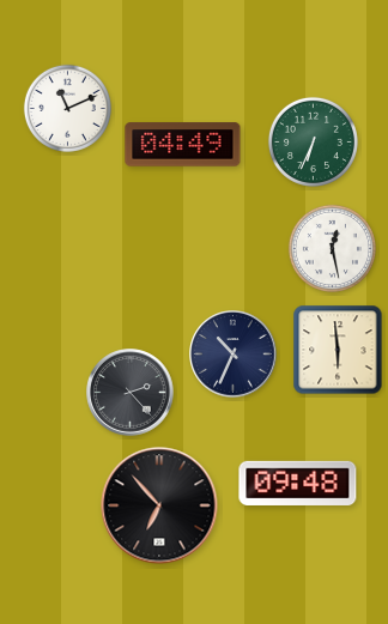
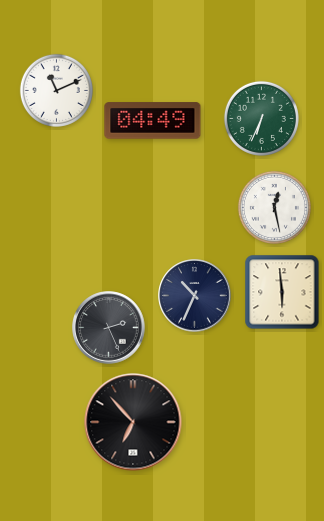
clock at (332, 248) position: (332, 248) -> (274, 207)
clock at (131, 393): 2:23 -> 2:26
clock at (298, 483): 09:48 -> none
